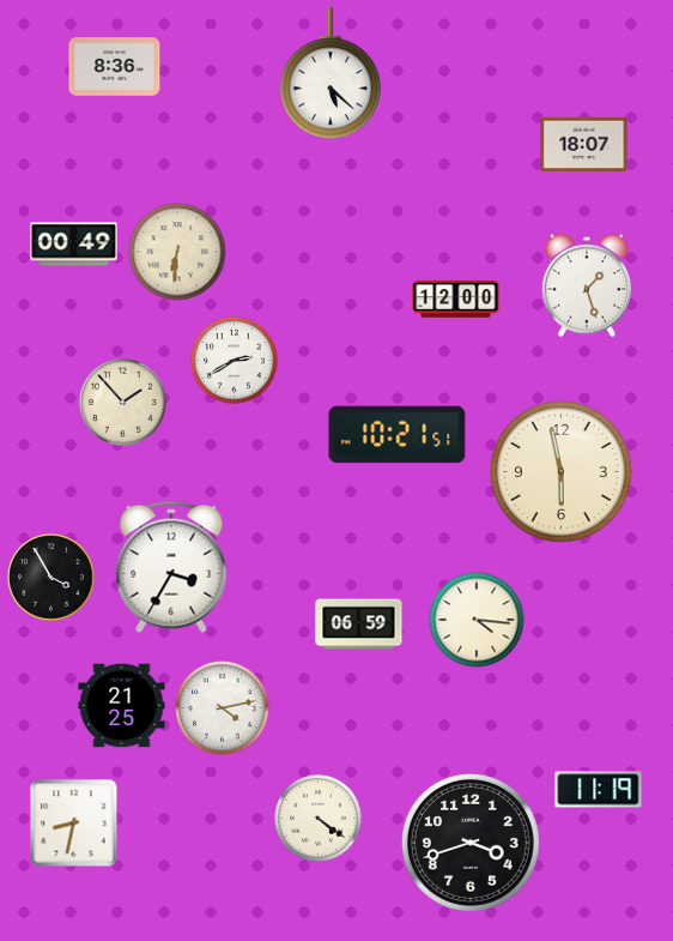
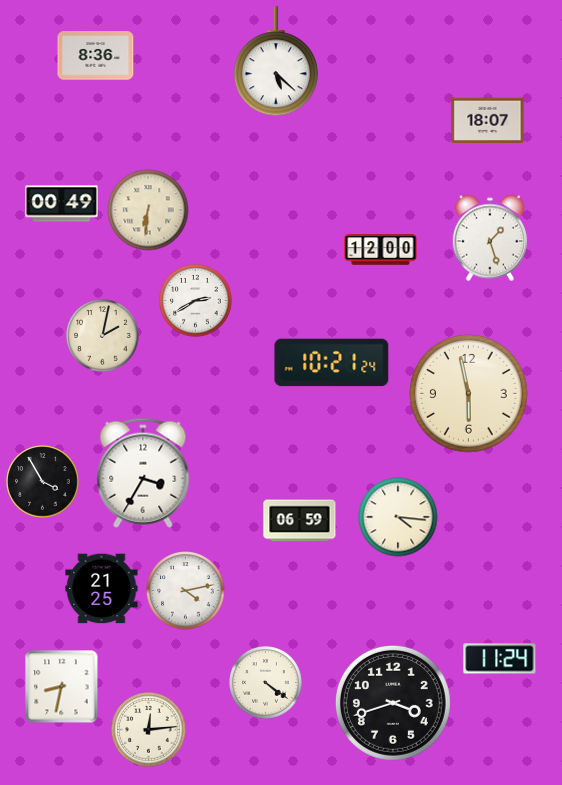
clock at (123, 403): 1:53 -> 2:02
clock at (398, 435): 10:21:51 -> 10:21:24
clock at (599, 790): 11:19 -> 11:24
clock at (149, 730): none -> 12:14
